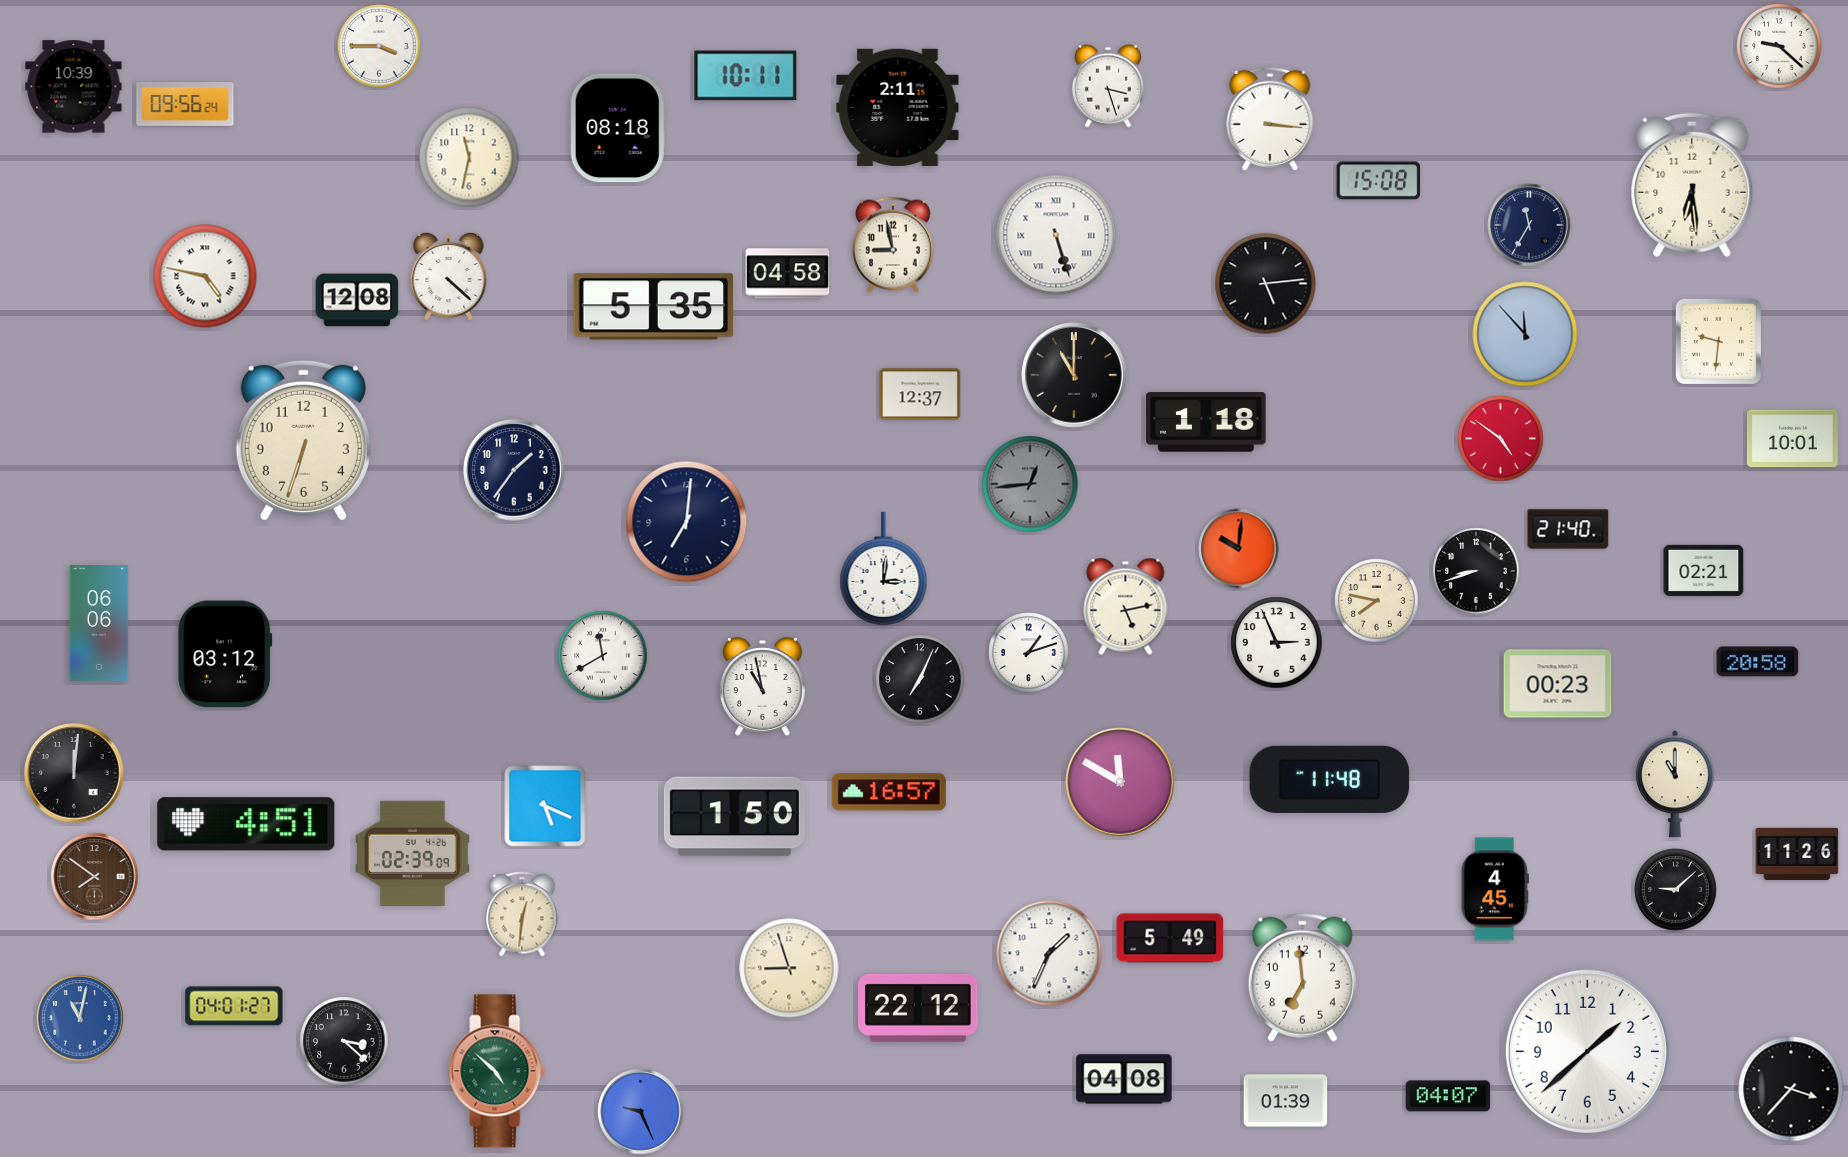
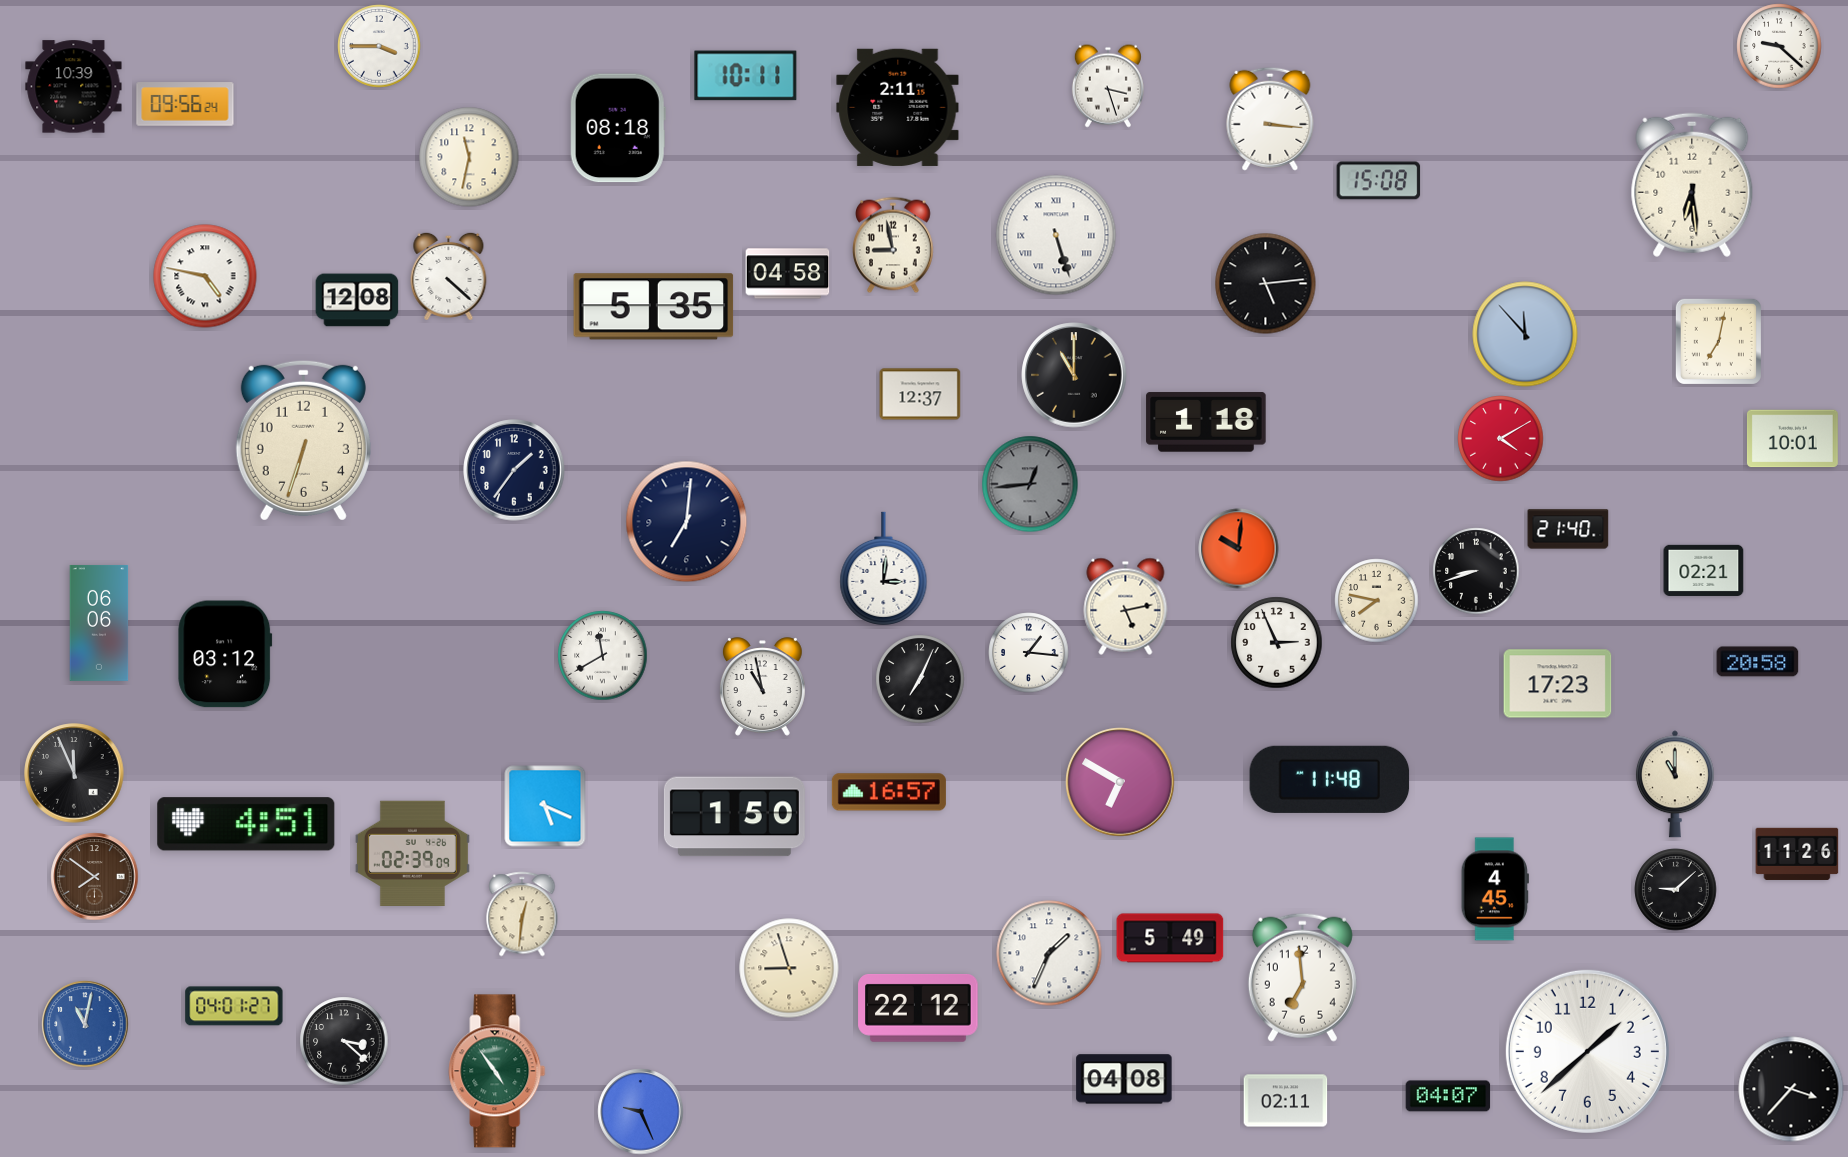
clock at (1529, 225): 11:35 -> none
clock at (1718, 341): 9:31 -> 7:02
clock at (1501, 439): 4:51 -> 4:10
clock at (1029, 653): 1:12 -> 1:16
clock at (1558, 684): 00:23 -> 17:23
clock at (74, 773): 12:01 -> 11:56
clock at (1120, 782): 11:50 -> 6:50
clock at (80, 1018) position: (80, 1018) -> (85, 1024)
clock at (497, 1071): 4:52 -> 4:54
clock at (1286, 1101): 01:39 -> 02:11
